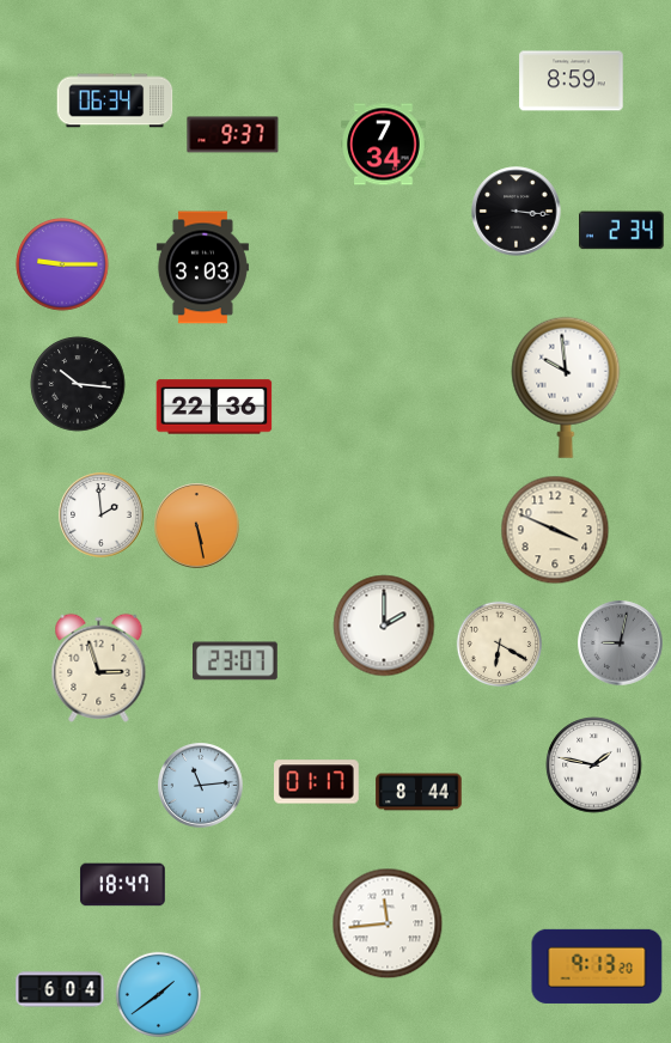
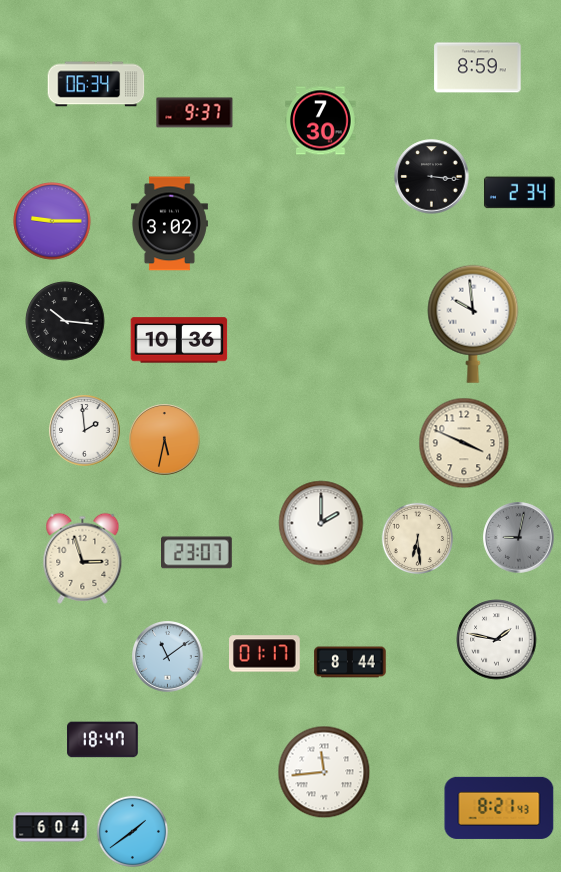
clock at (384, 145): 7:34 -> 7:30
clock at (202, 268): 3:03 -> 3:02
clock at (214, 407): 22:36 -> 10:36
clock at (197, 526): 5:28 -> 5:32
clock at (499, 644): 6:20 -> 6:29
clock at (201, 786): 11:14 -> 11:09
clock at (597, 966): 9:13 -> 8:21
